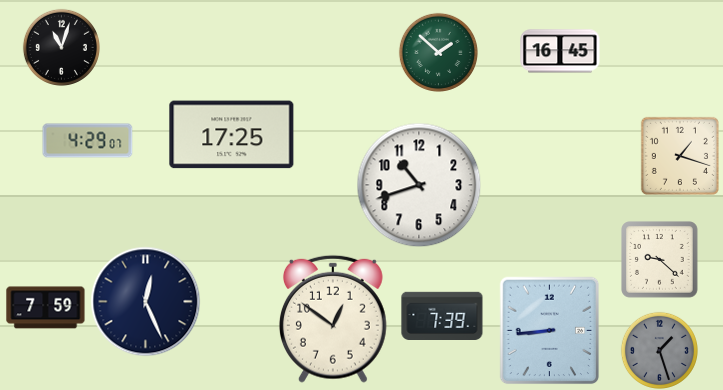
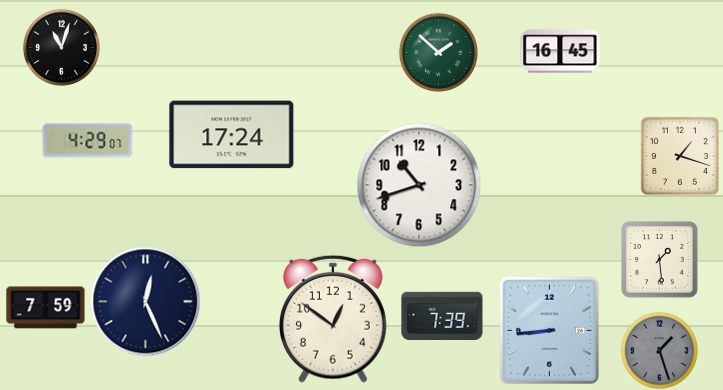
clock at (232, 135): 17:25 -> 17:24
clock at (660, 260): 9:22 -> 1:29
